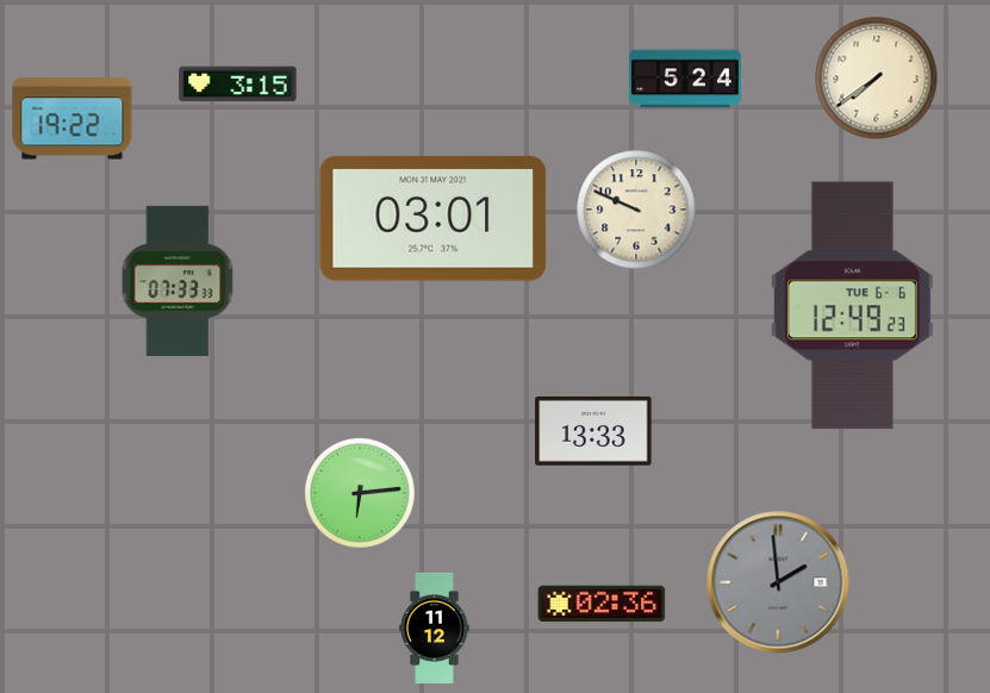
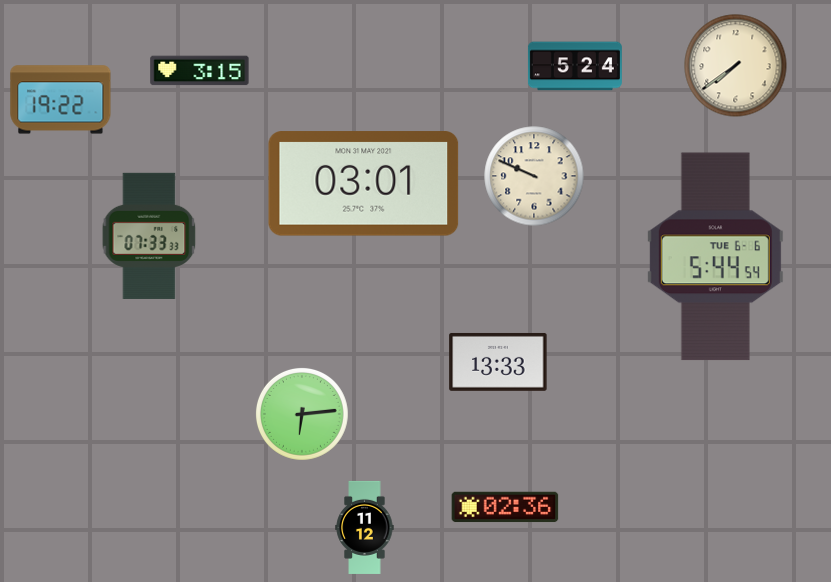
clock at (852, 306): 12:49 -> 5:44
clock at (778, 582): 1:59 -> none
